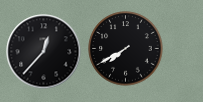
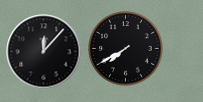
clock at (44, 52): 12:37 -> 12:07
